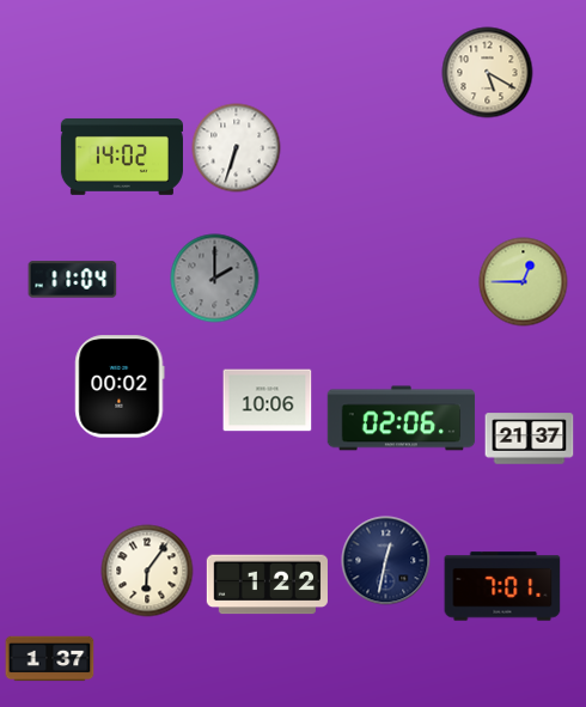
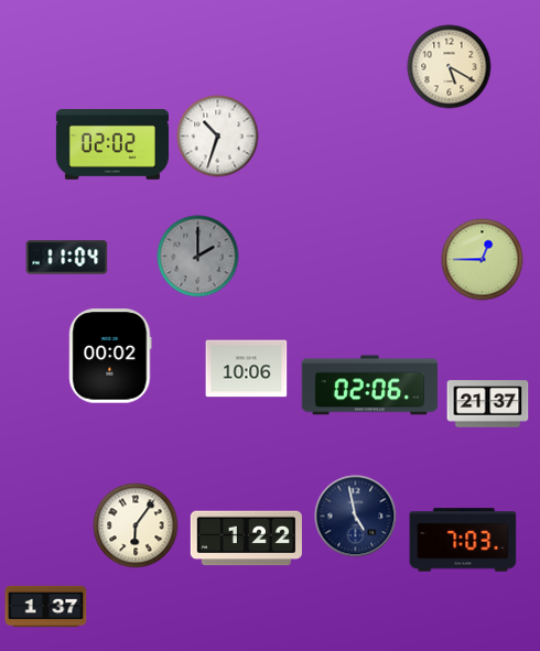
clock at (237, 148): 6:33 -> 10:33
clock at (122, 157): 14:02 -> 02:02
clock at (386, 561): 12:32 -> 4:58
clock at (502, 586): 7:01 -> 7:03
